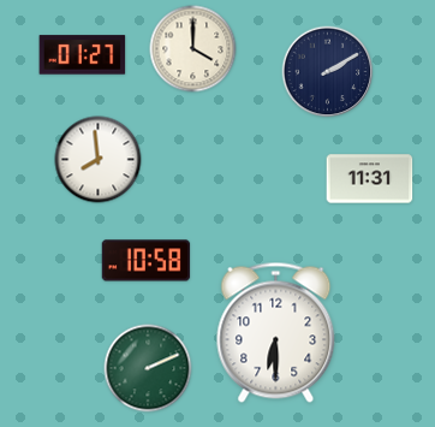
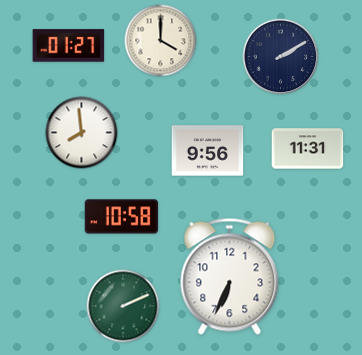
clock at (328, 72) position: (328, 72) -> (281, 57)
clock at (208, 151): none -> 9:56
clock at (276, 332): 6:30 -> 6:34
